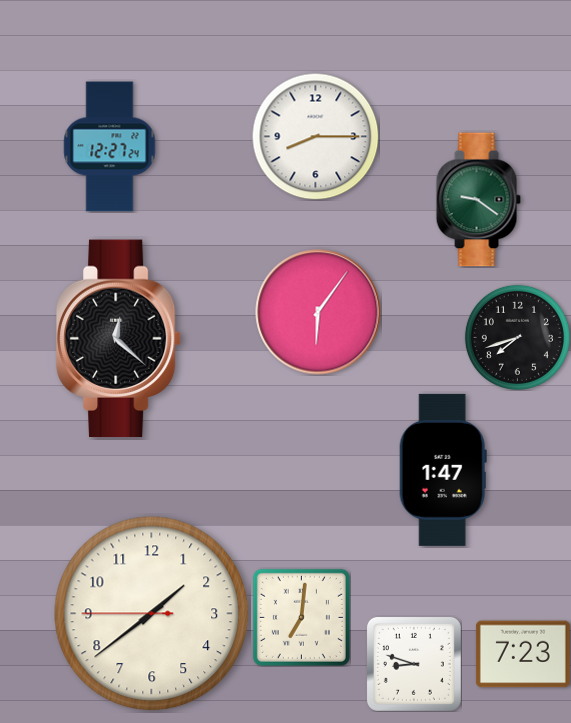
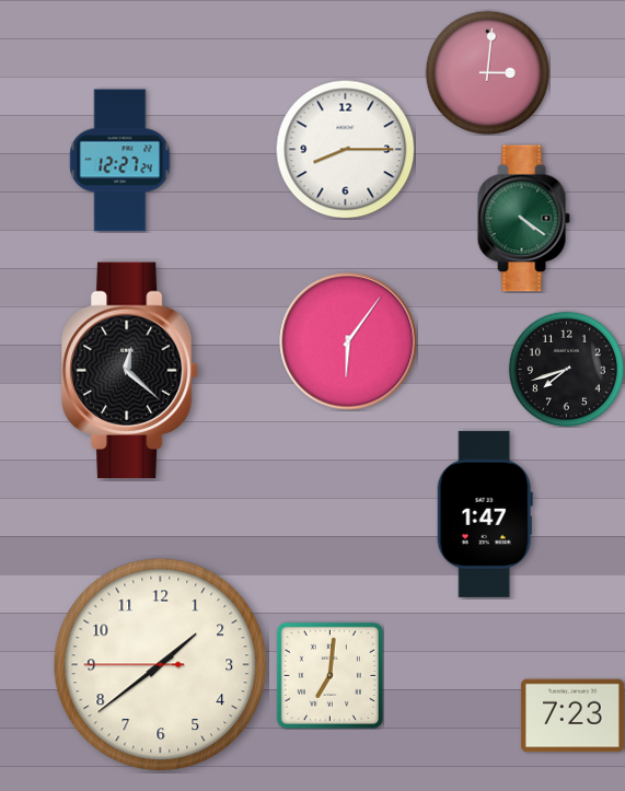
clock at (487, 72): none -> 3:01
clock at (478, 200): 9:21 -> 4:21
clock at (152, 614) position: (152, 614) -> (161, 665)
clock at (414, 664): 8:48 -> none
